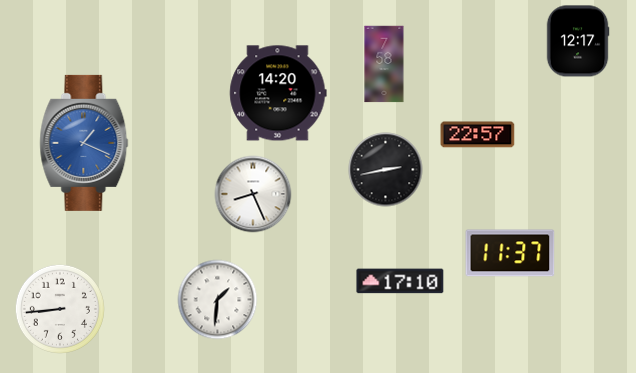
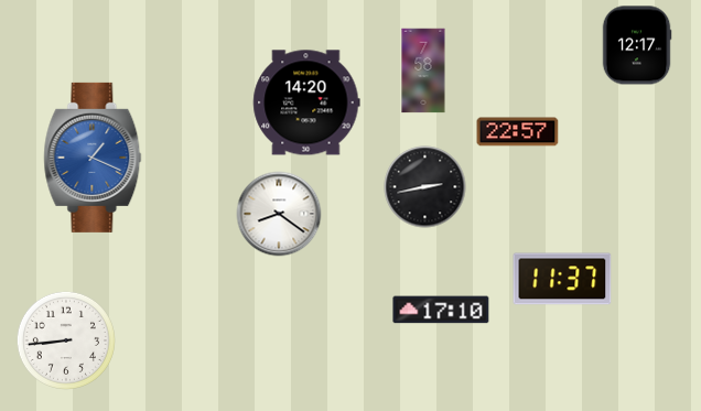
clock at (478, 135) position: (478, 135) -> (518, 132)
clock at (253, 194): 8:26 -> 8:21
clock at (218, 300): 1:31 -> none
